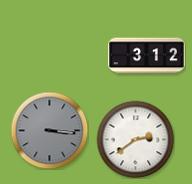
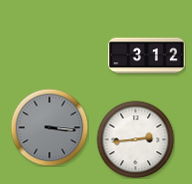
clock at (49, 130) position: (49, 130) -> (49, 127)
clock at (135, 139): 2:39 -> 2:44
